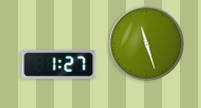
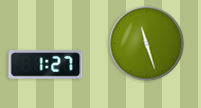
clock at (59, 65) position: (59, 65) -> (46, 65)
